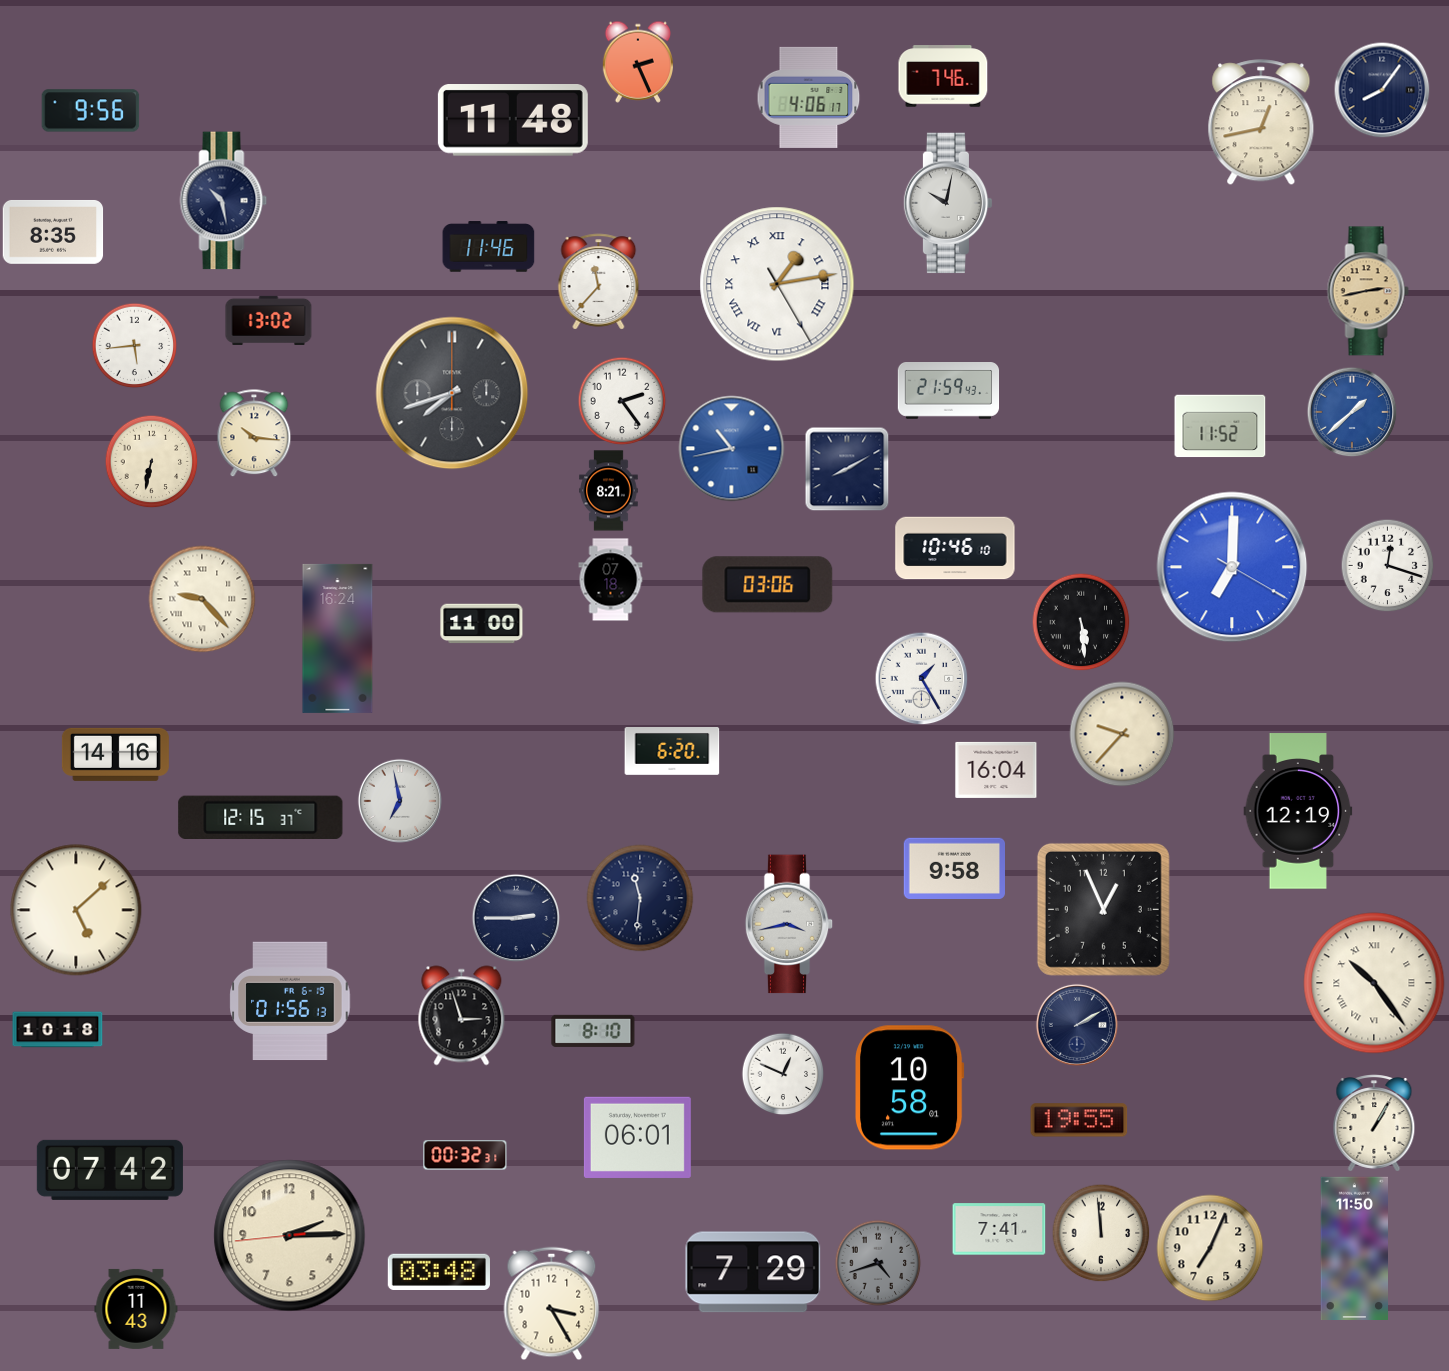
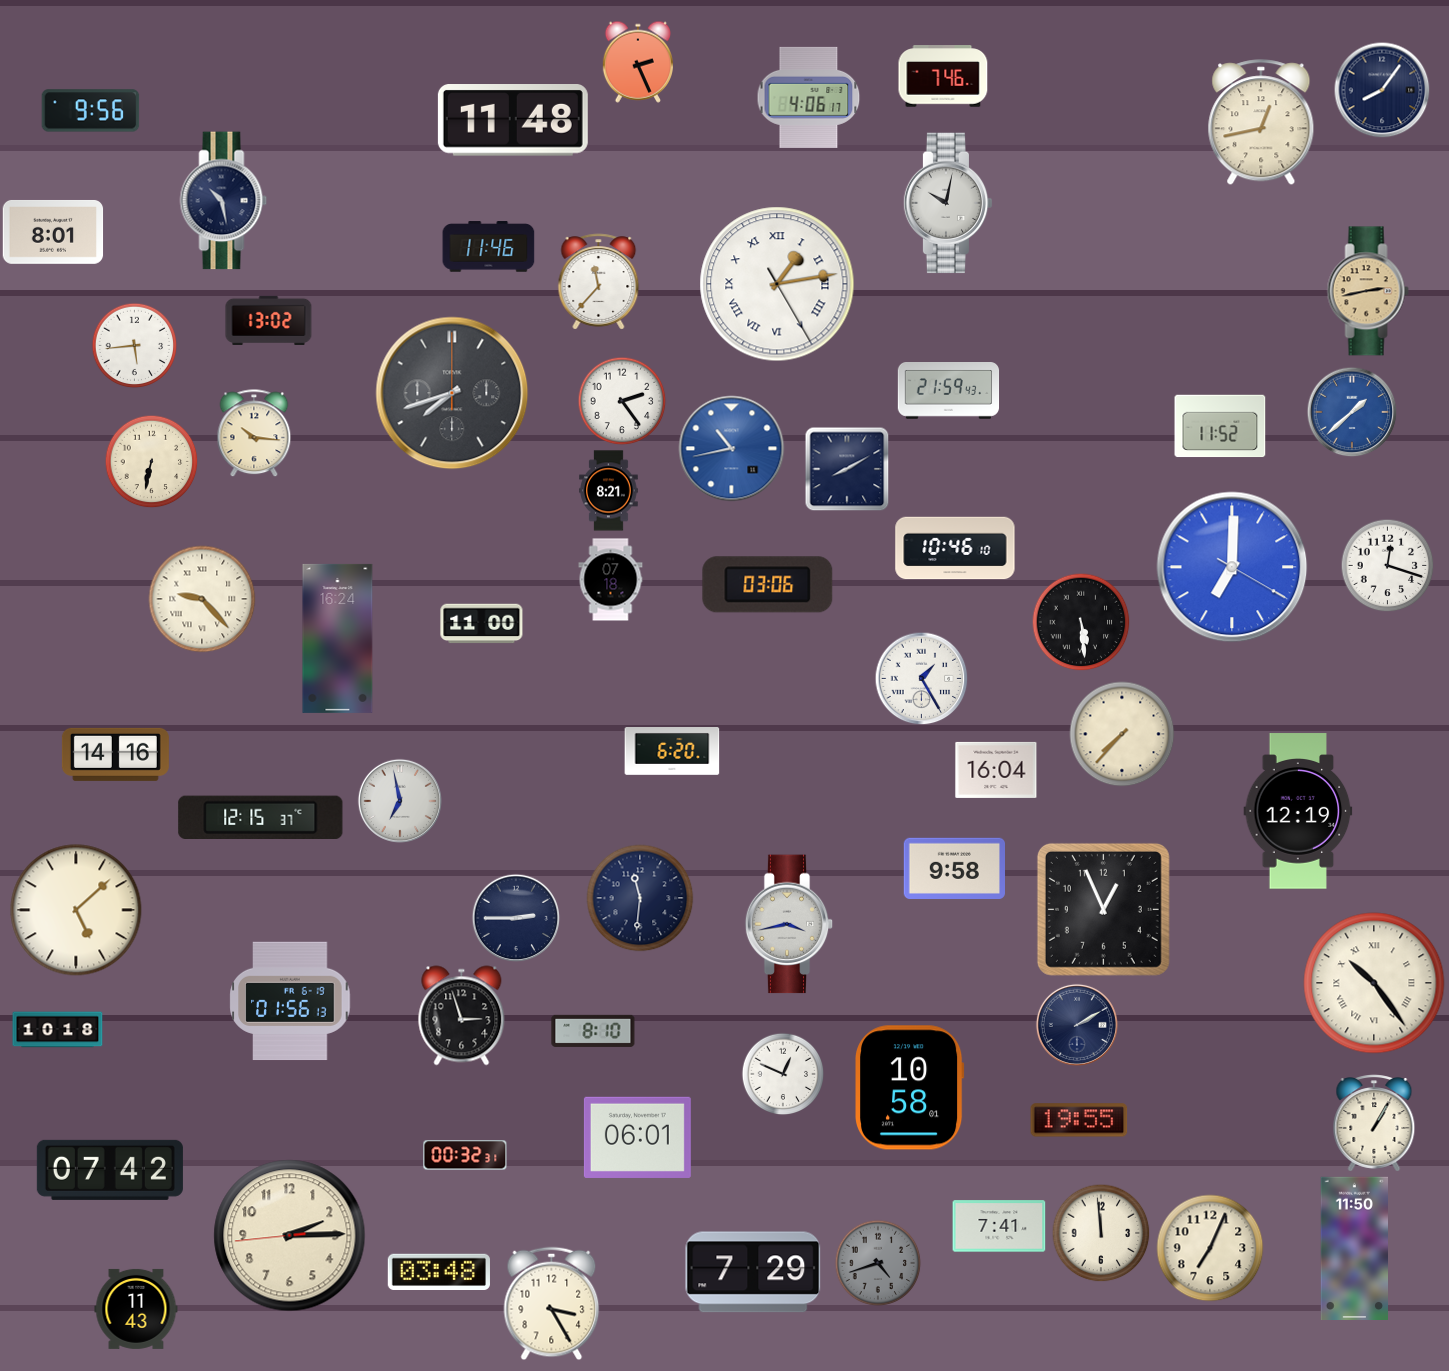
clock at (53, 232): 8:35 -> 8:01
clock at (1122, 734): 9:37 -> 7:37
clock at (999, 1229) position: (999, 1229) -> (999, 1226)
